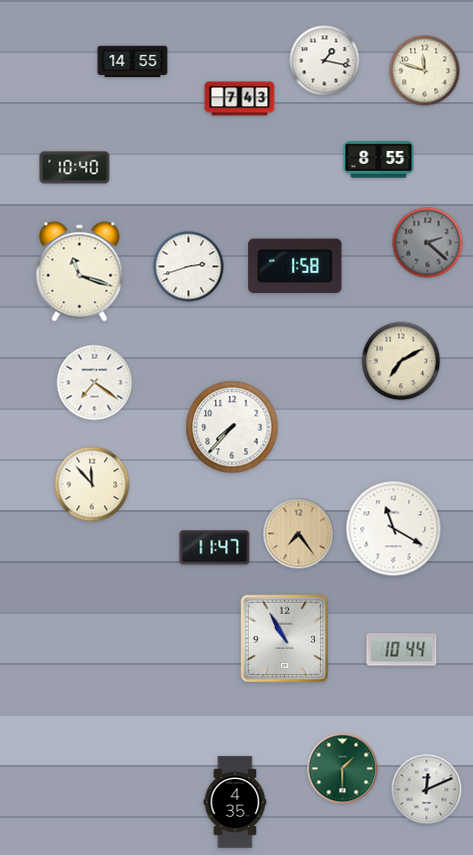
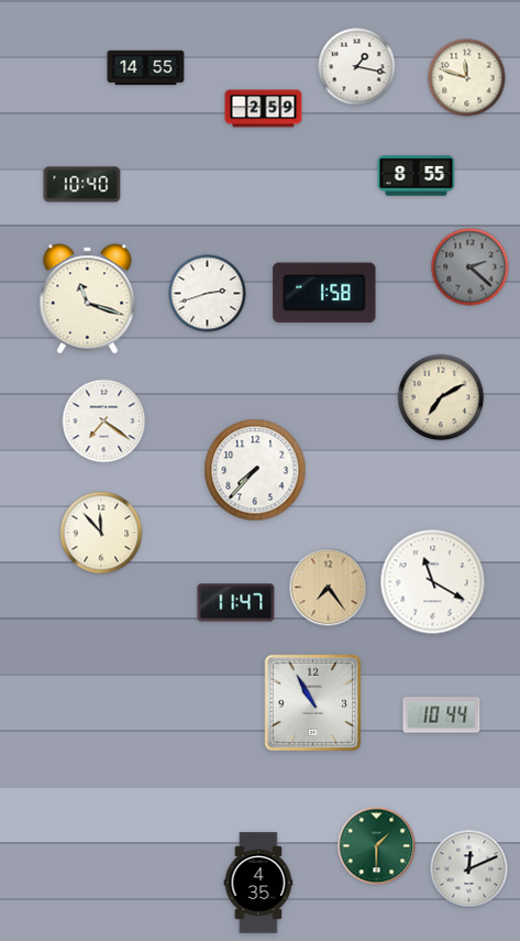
clock at (240, 99): 7:43 -> 2:59
